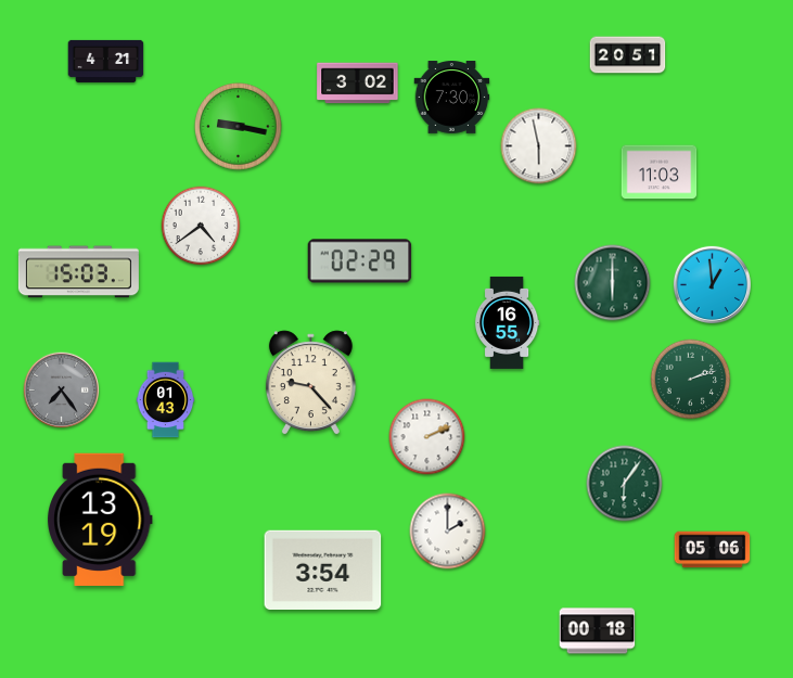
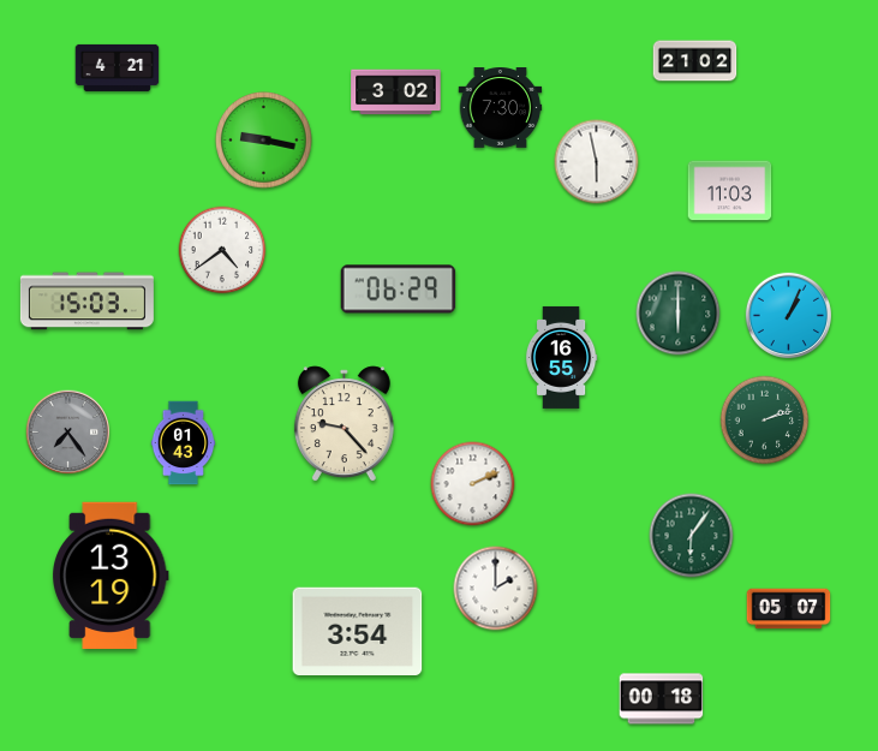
clock at (628, 55): 20:51 -> 21:02
clock at (360, 261): 02:29 -> 06:29
clock at (712, 284): 12:59 -> 1:04
clock at (713, 550): 05:06 -> 05:07
